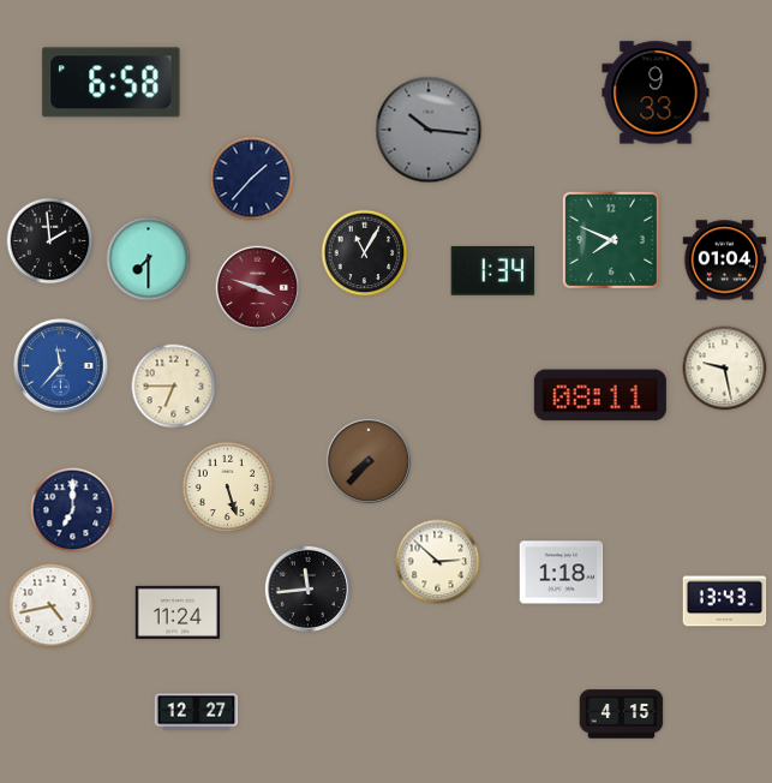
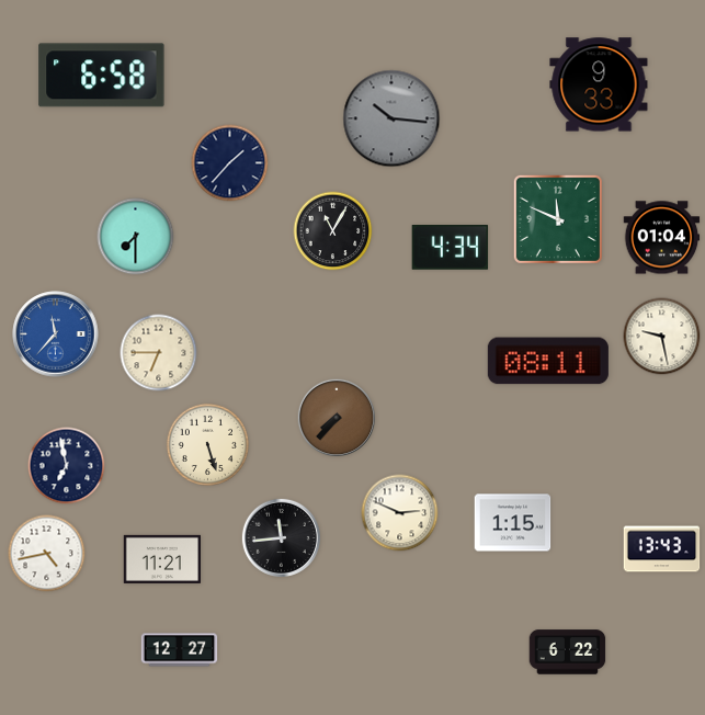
clock at (611, 240): 7:49 -> 11:49
clock at (50, 241): 1:59 -> none
clock at (493, 271): 1:34 -> 4:34
clock at (258, 288): 3:48 -> none
clock at (367, 460) position: (367, 460) -> (336, 417)
clock at (73, 510): 7:00 -> 6:58
clock at (438, 562): 2:52 -> 2:49
clock at (562, 573): 1:18 -> 1:15
clock at (176, 612): 11:24 -> 11:21
clock at (622, 715): 4:15 -> 6:22
